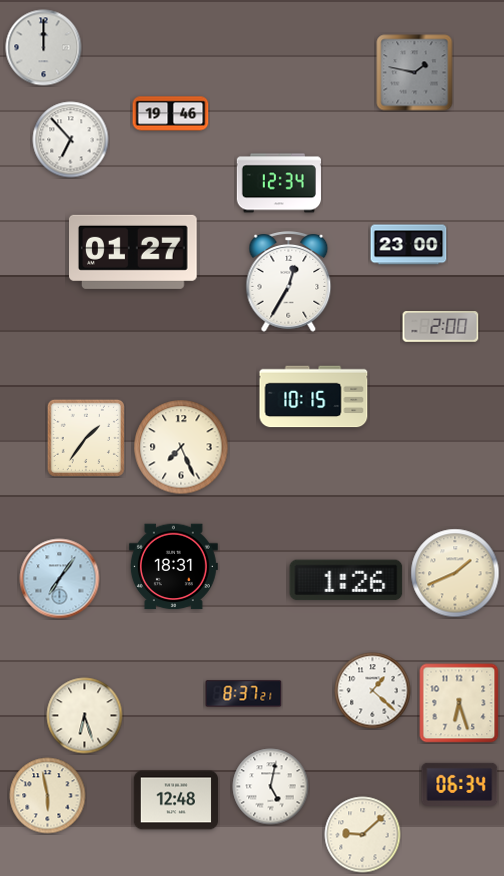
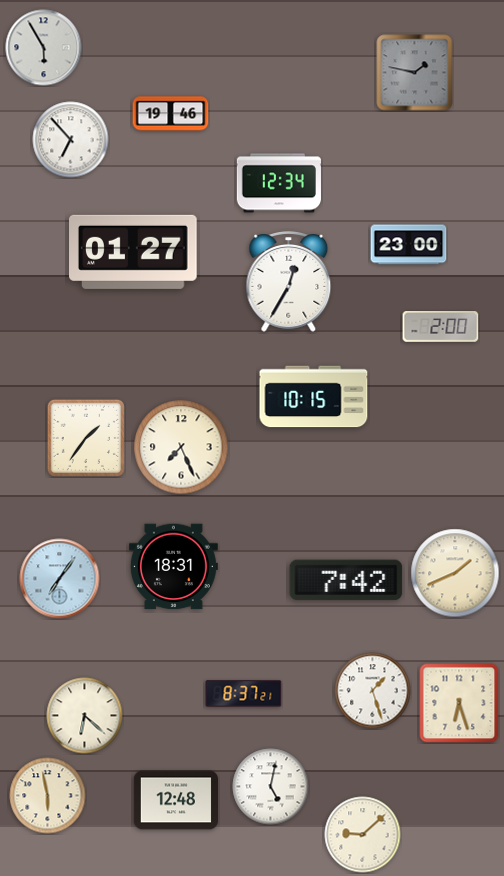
clock at (44, 48): 12:00 -> 5:55
clock at (346, 580): 1:26 -> 7:42
clock at (373, 691): 1:22 -> 1:27
clock at (85, 716): 6:27 -> 6:22
clock at (460, 784): 06:34 -> none
